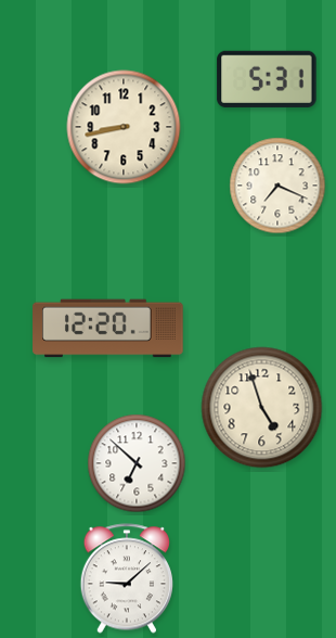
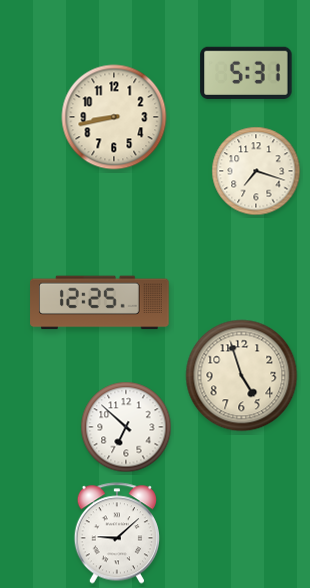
clock at (277, 186): 7:19 -> 7:18
clock at (108, 329): 12:20 -> 12:25
